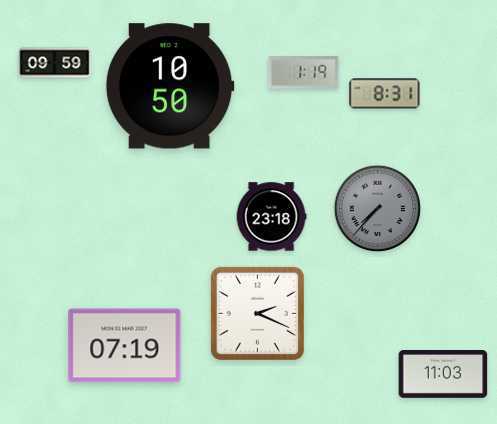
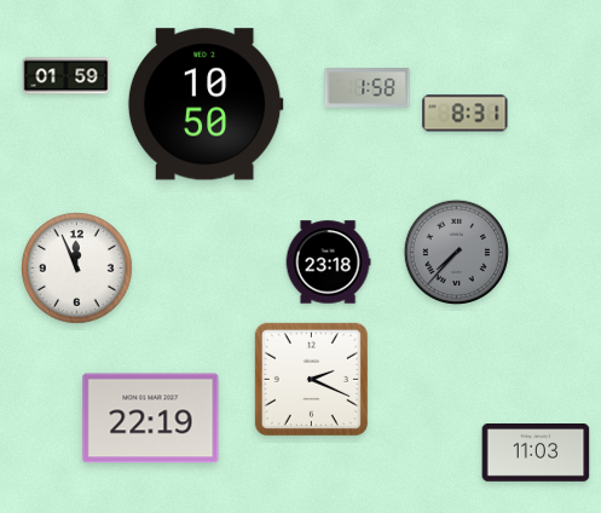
clock at (55, 63): 09:59 -> 01:59
clock at (304, 73): 1:19 -> 1:58
clock at (77, 269): none -> 11:56
clock at (125, 346): 07:19 -> 22:19
